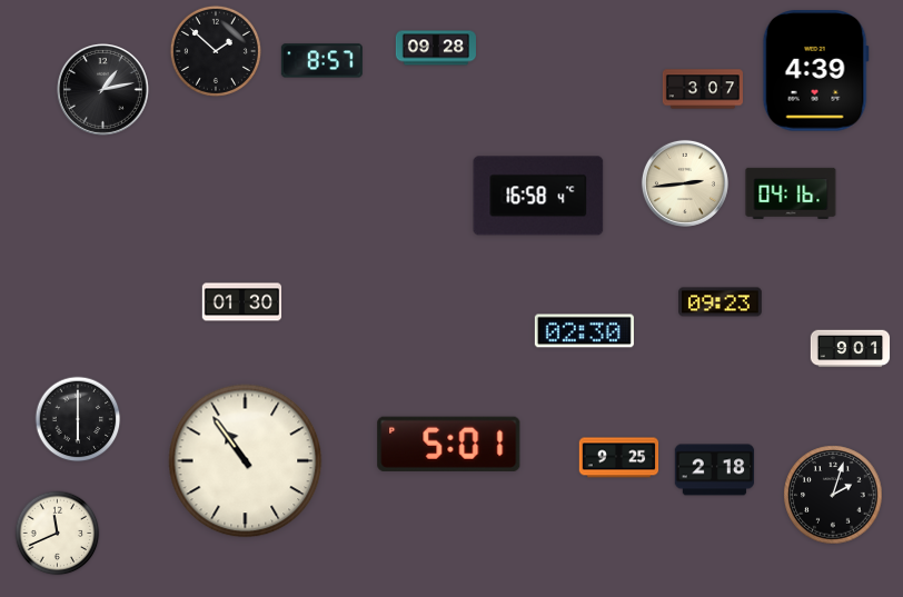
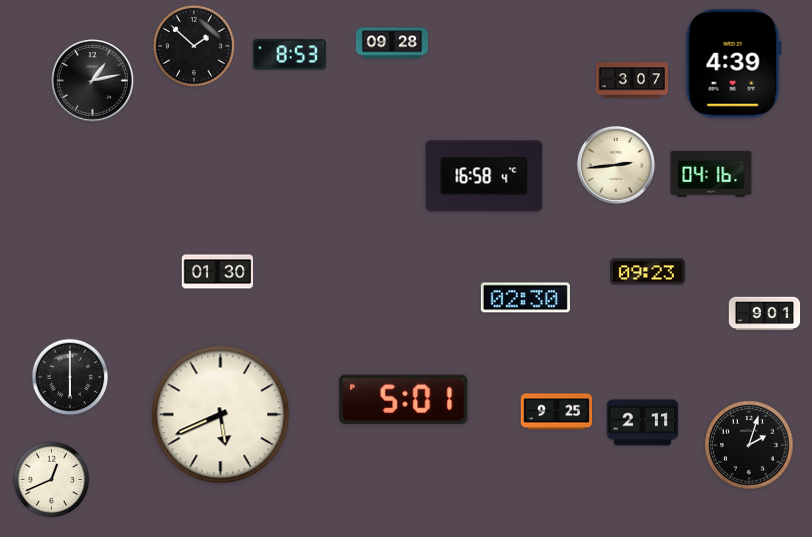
clock at (321, 61): 8:57 -> 8:53
clock at (246, 461): 10:54 -> 5:41
clock at (715, 470): 2:18 -> 2:11
clock at (58, 534): 11:41 -> 12:41
